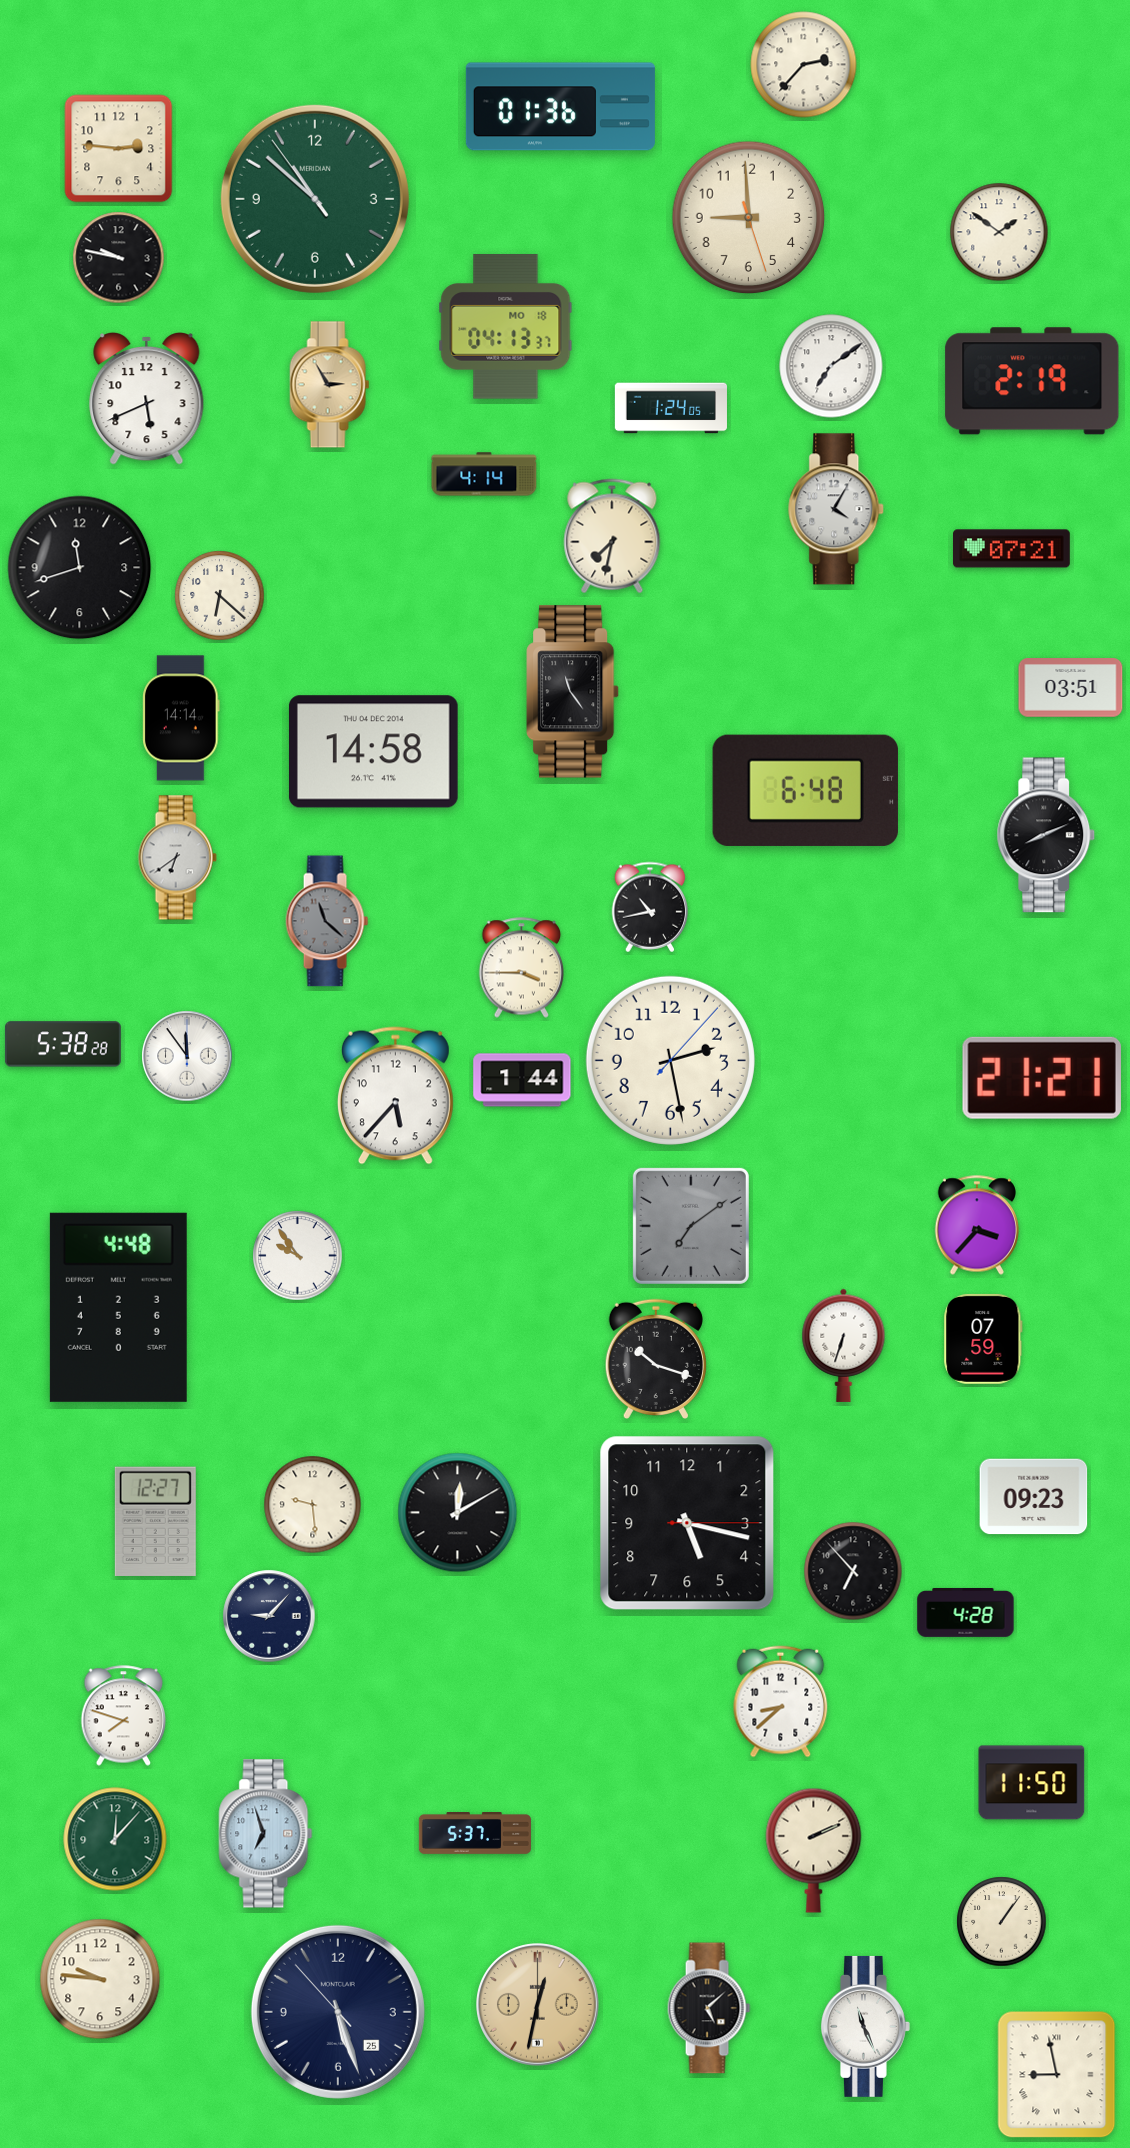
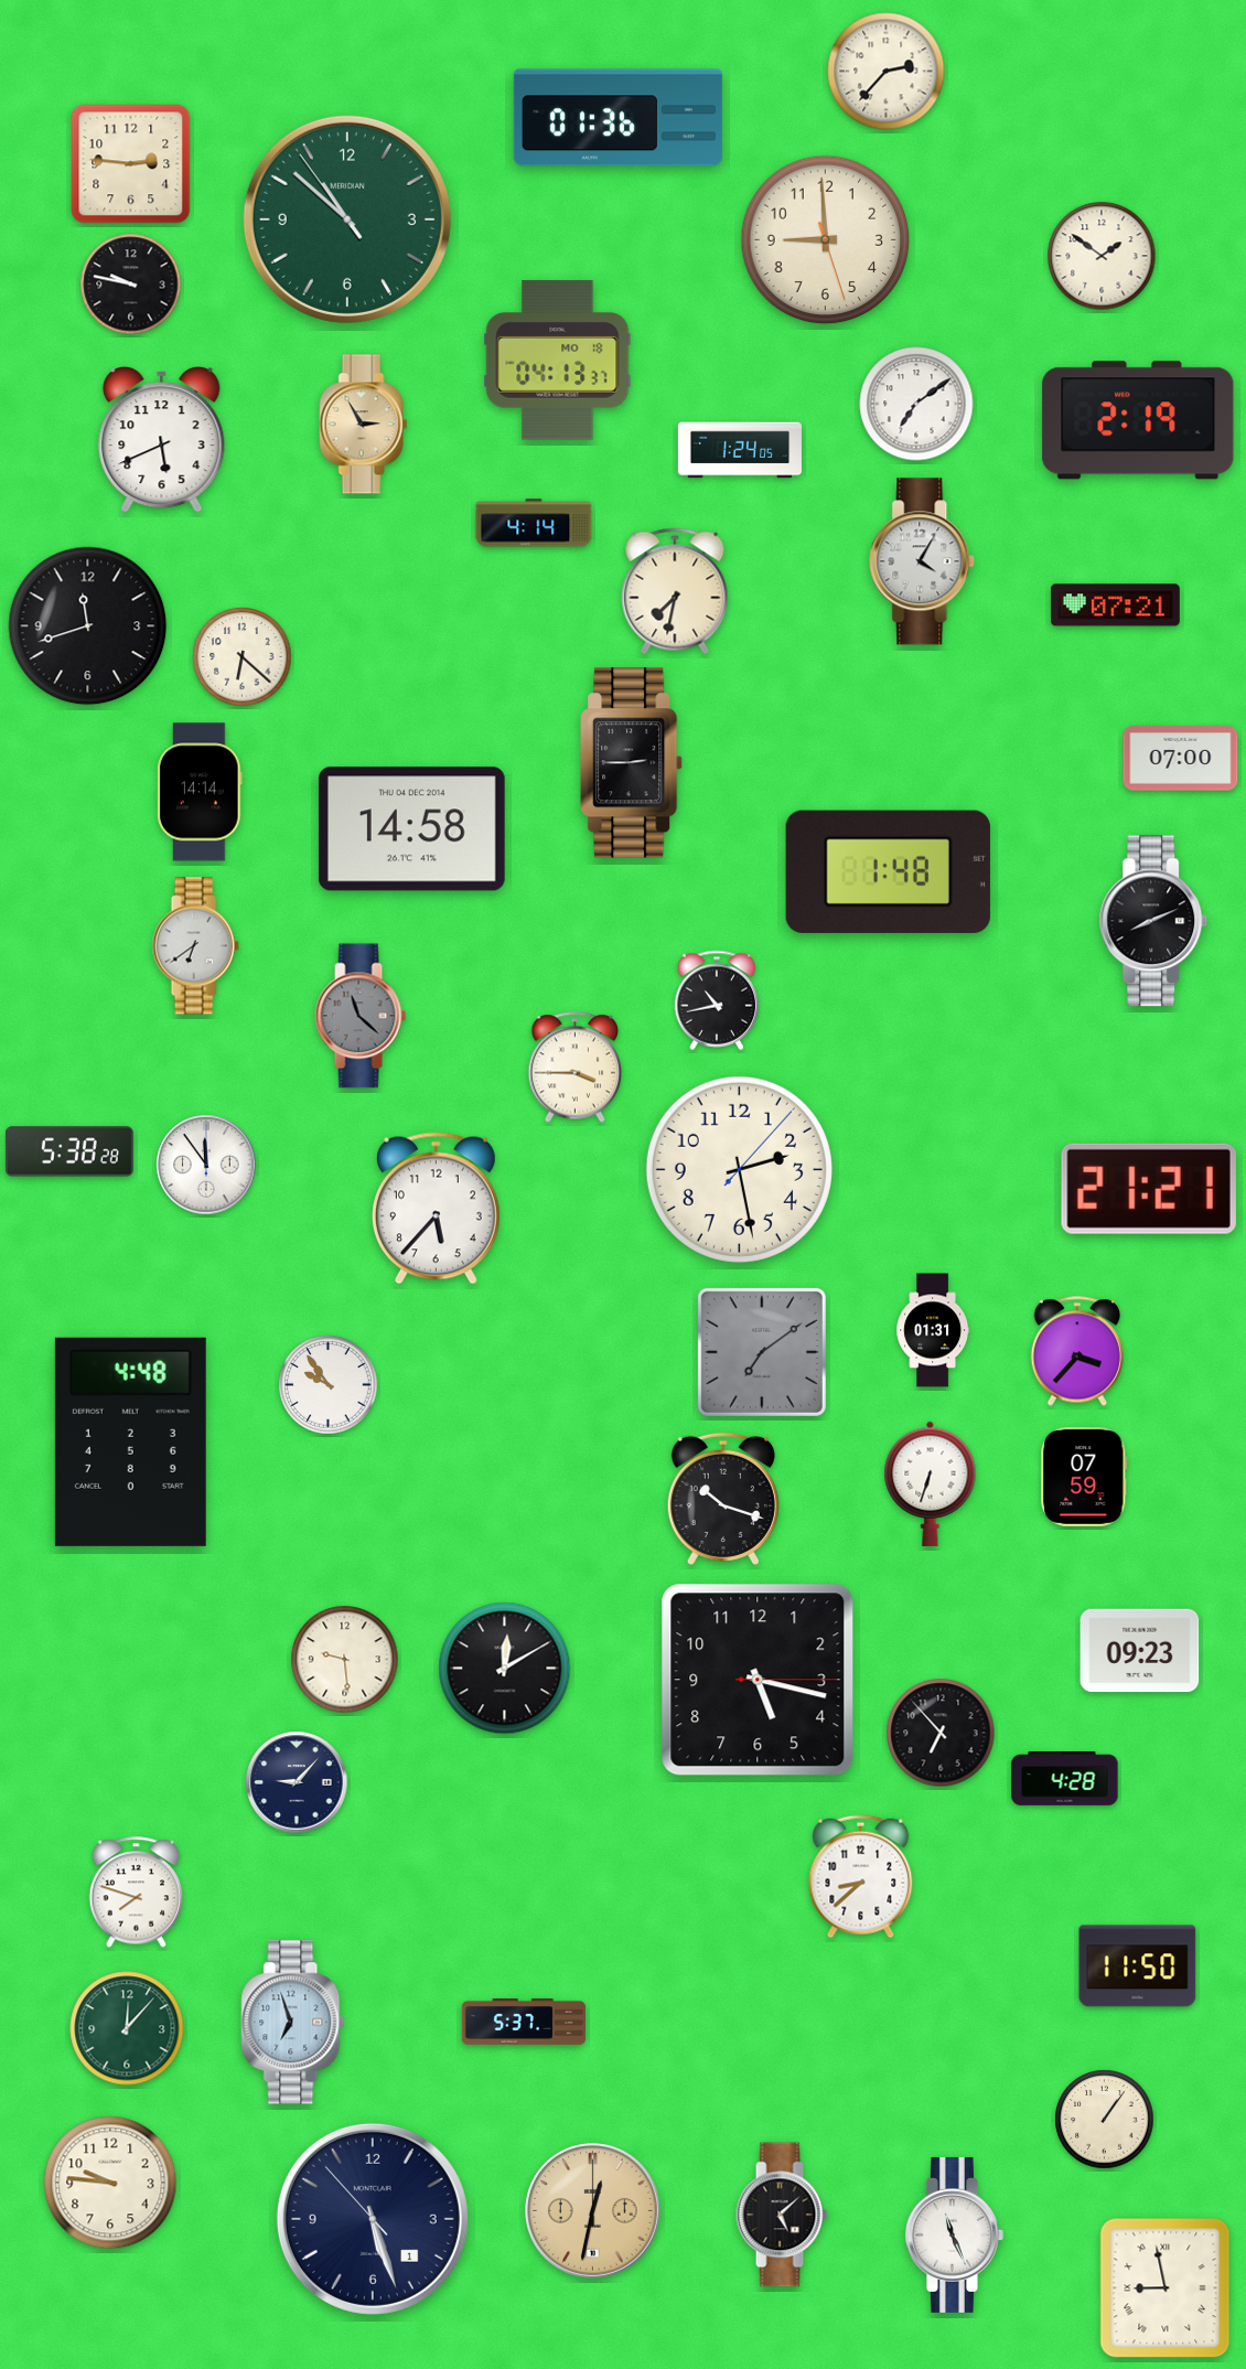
clock at (1071, 688): 03:51 -> 07:00
clock at (573, 692): 11:24 -> 2:45
clock at (805, 790): 6:48 -> 1:48
clock at (522, 1080): 1:44 -> none
clock at (932, 1330): none -> 01:31
clock at (155, 1521): 12:27 -> none
clock at (814, 1850): 2:11 -> none
clock at (338, 2012) date: 25 -> 1
